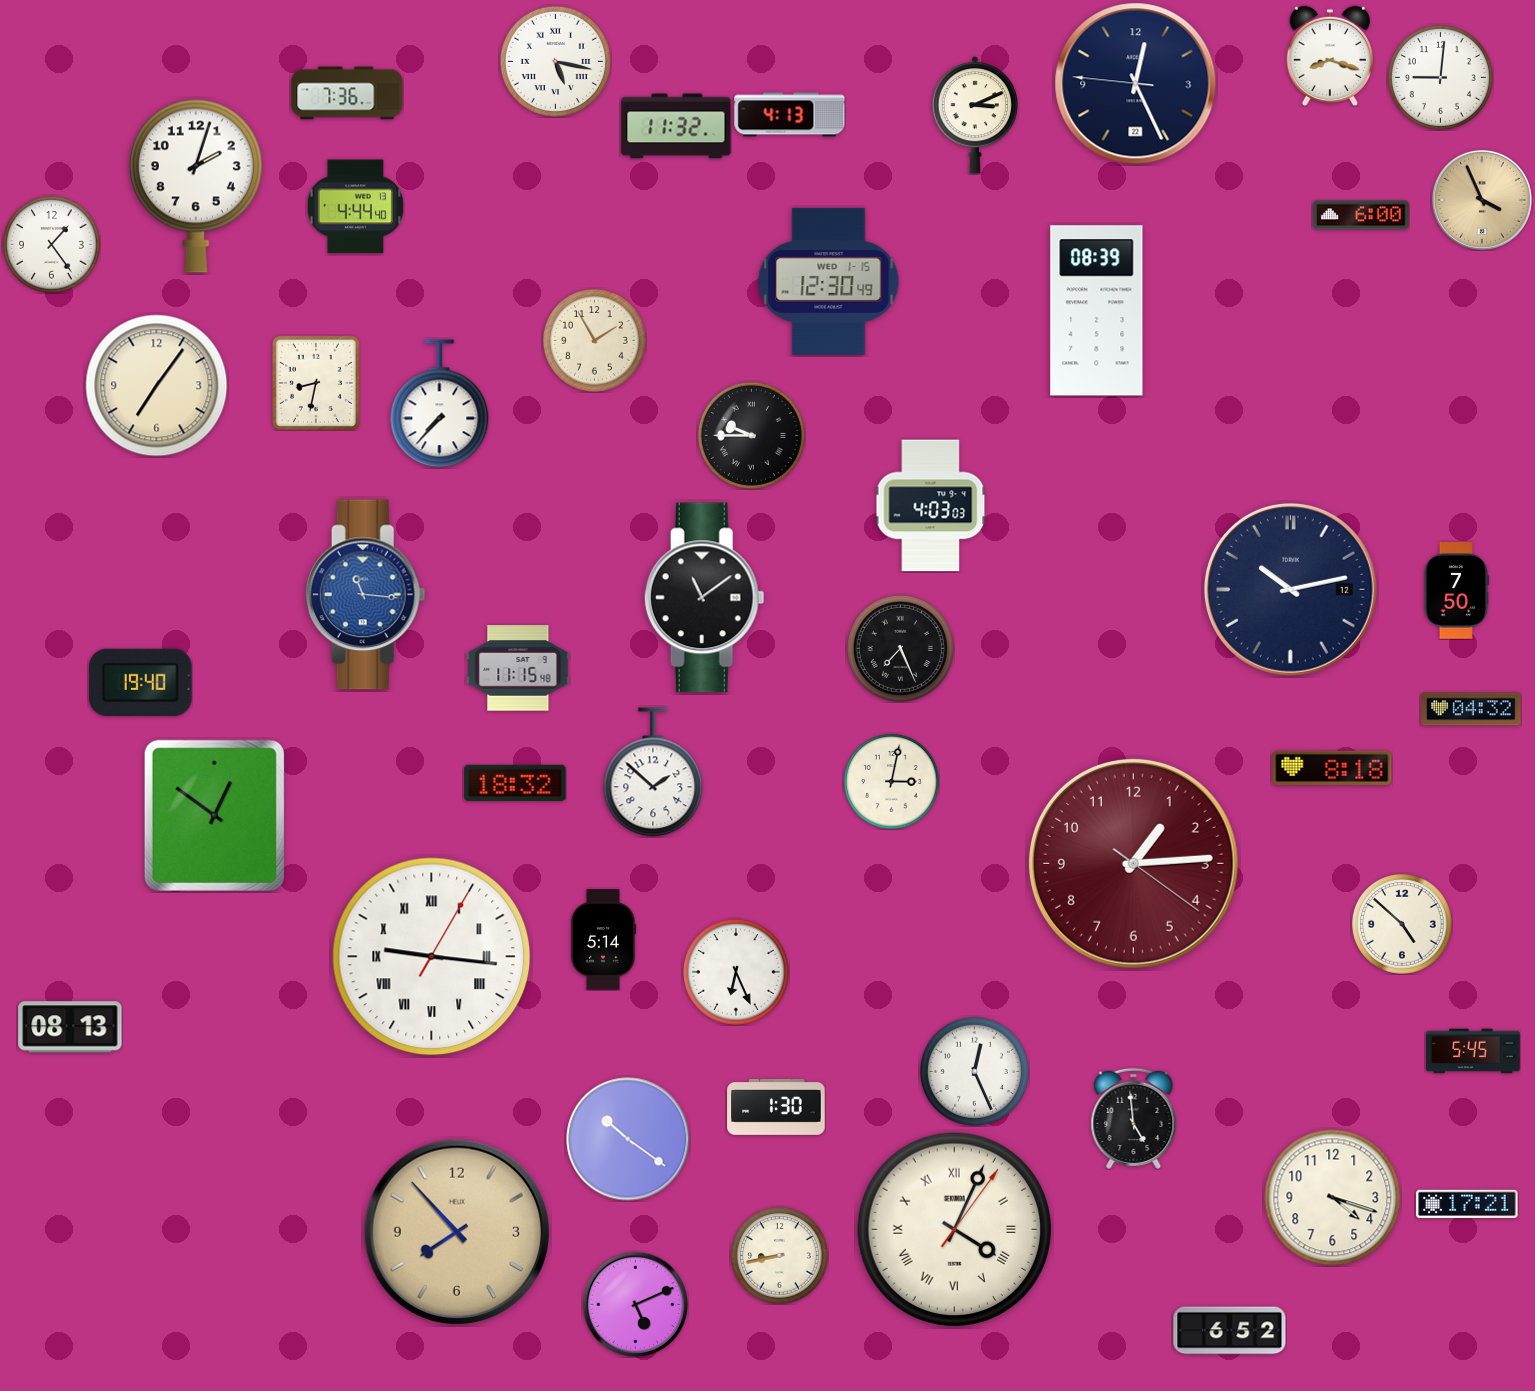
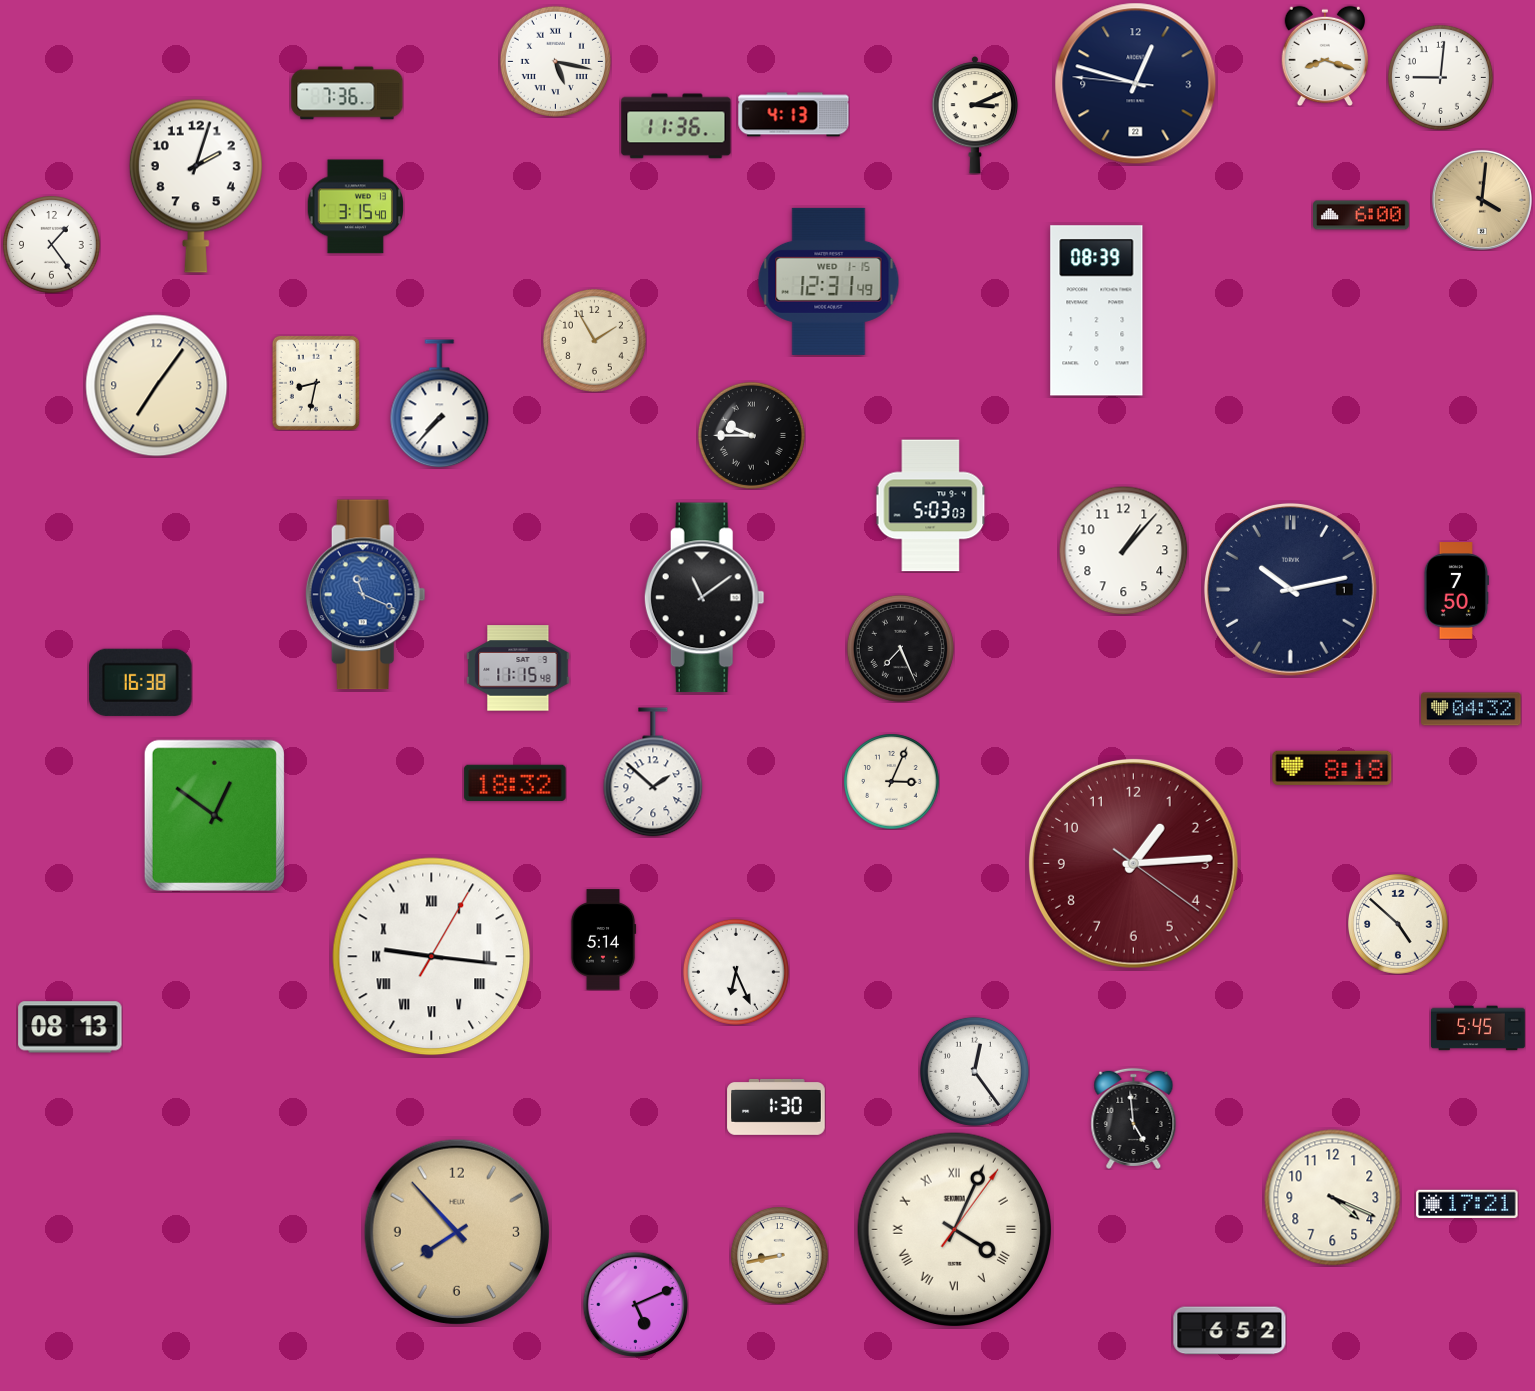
clock at (1330, 56) position: (1330, 56) -> (1325, 56)
clock at (1136, 84): 12:25 -> 12:47
clock at (790, 115) position: (790, 115) -> (794, 115)
clock at (676, 126): 11:32 -> 11:36
clock at (1482, 200): 3:56 -> 4:01
clock at (355, 207): 4:44 -> 3:15
clock at (829, 281): 12:30 -> 12:31
clock at (931, 506): 4:03 -> 5:03
clock at (1123, 550): none -> 1:07
clock at (1290, 589) date: 12 -> 1
clock at (365, 595): 11:16 -> 11:19
clock at (141, 682): 19:40 -> 16:38
clock at (891, 781): 3:02 -> 3:04
clock at (1403, 925) position: (1403, 925) -> (1399, 925)
clock at (1474, 1051) position: (1474, 1051) -> (1479, 1028)
clock at (974, 1071): 12:26 -> 12:24
clock at (628, 1139): 10:21 -> none
clock at (1333, 1198): 4:18 -> 4:19
